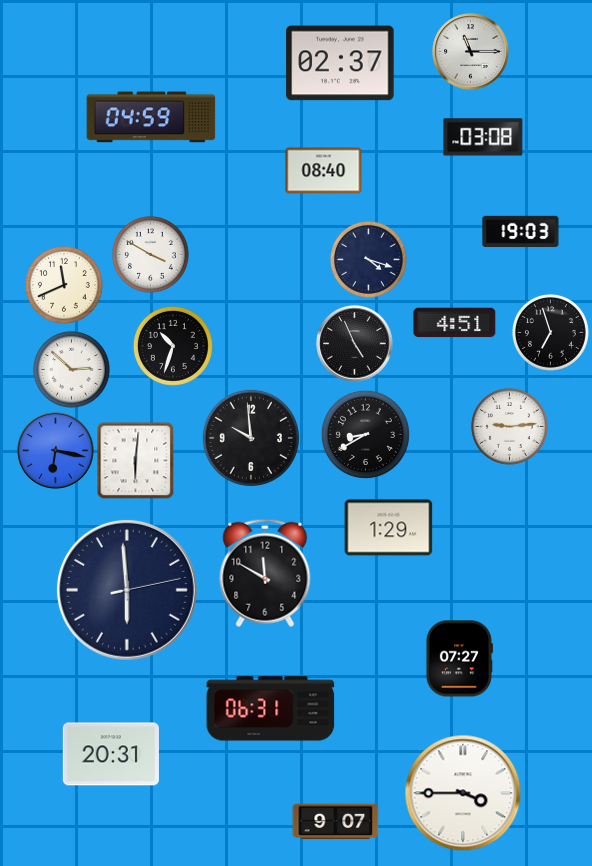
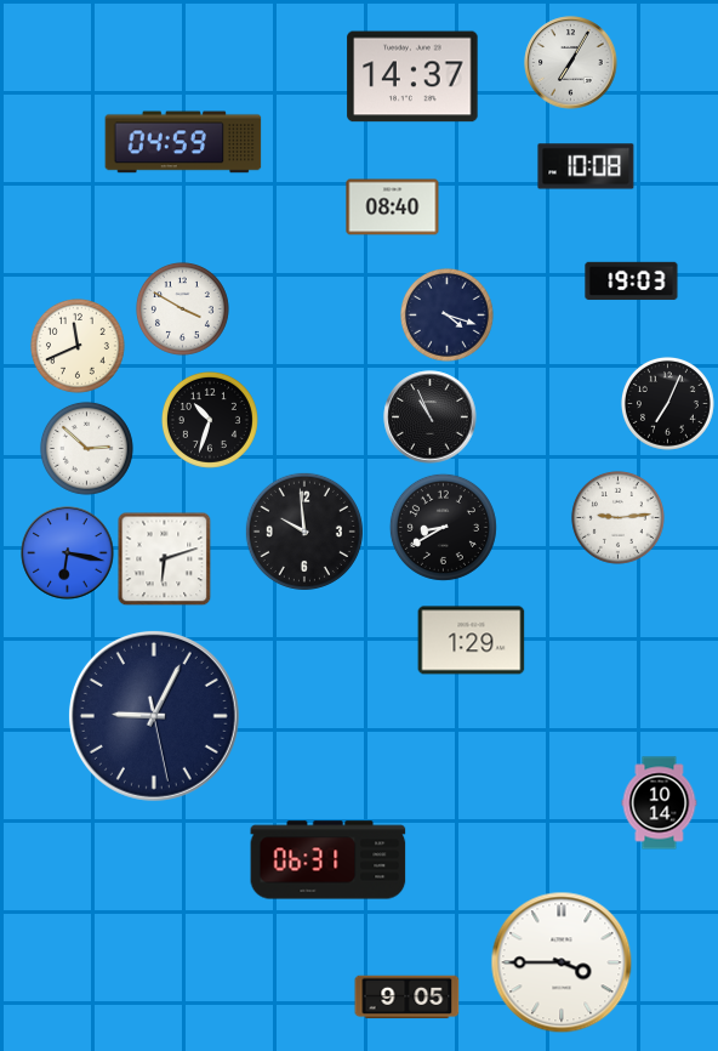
clock at (471, 52): 11:15 -> 7:05
clock at (340, 63): 02:37 -> 14:37
clock at (483, 137): 03:08 -> 10:08
clock at (455, 323): 4:51 -> none
clock at (550, 332): 6:57 -> 7:04
clock at (355, 344): 4:56 -> 10:56
clock at (56, 451) position: (56, 451) -> (68, 553)
clock at (135, 460): 6:01 -> 6:12
clock at (265, 573): 11:50 -> none
clock at (127, 590): 5:59 -> 9:04
clock at (459, 659): 07:27 -> none
clock at (660, 803): none -> 10:14
clock at (111, 754): 20:31 -> none
clock at (336, 822): 9:07 -> 9:05
